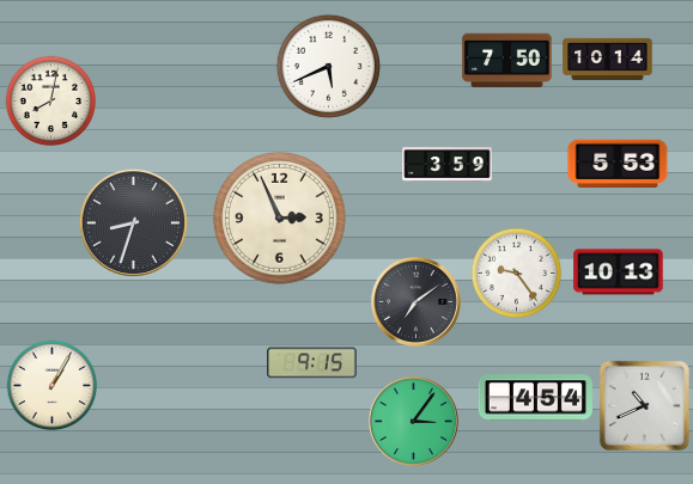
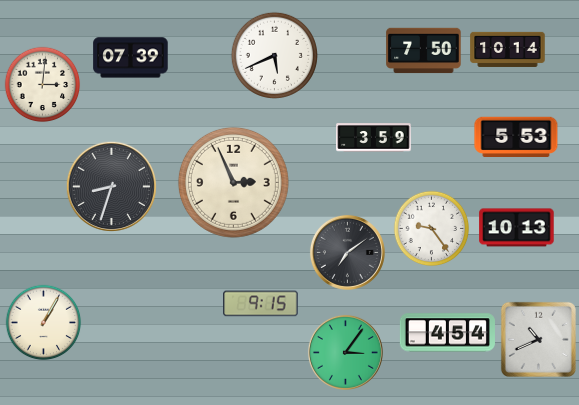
clock at (131, 58): none -> 07:39
clock at (51, 102): 8:02 -> 3:01
